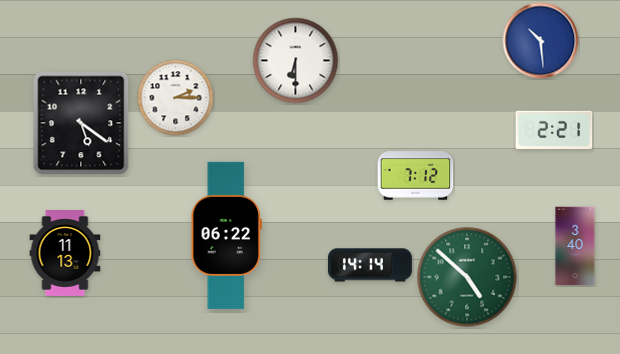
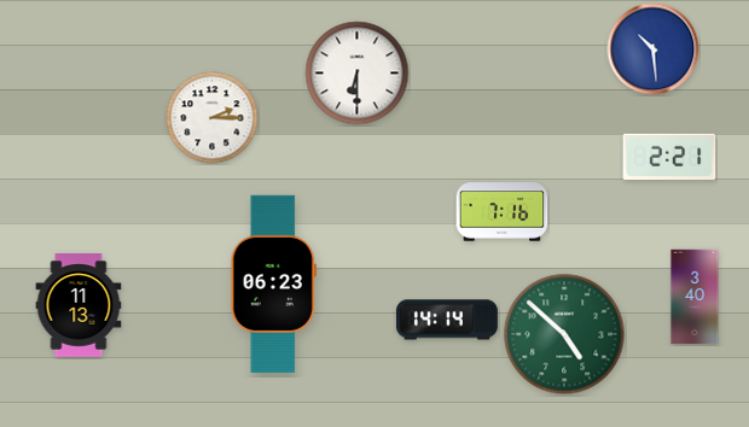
clock at (81, 123): 5:21 -> none
clock at (416, 176): 7:12 -> 7:16
clock at (226, 235): 06:22 -> 06:23
